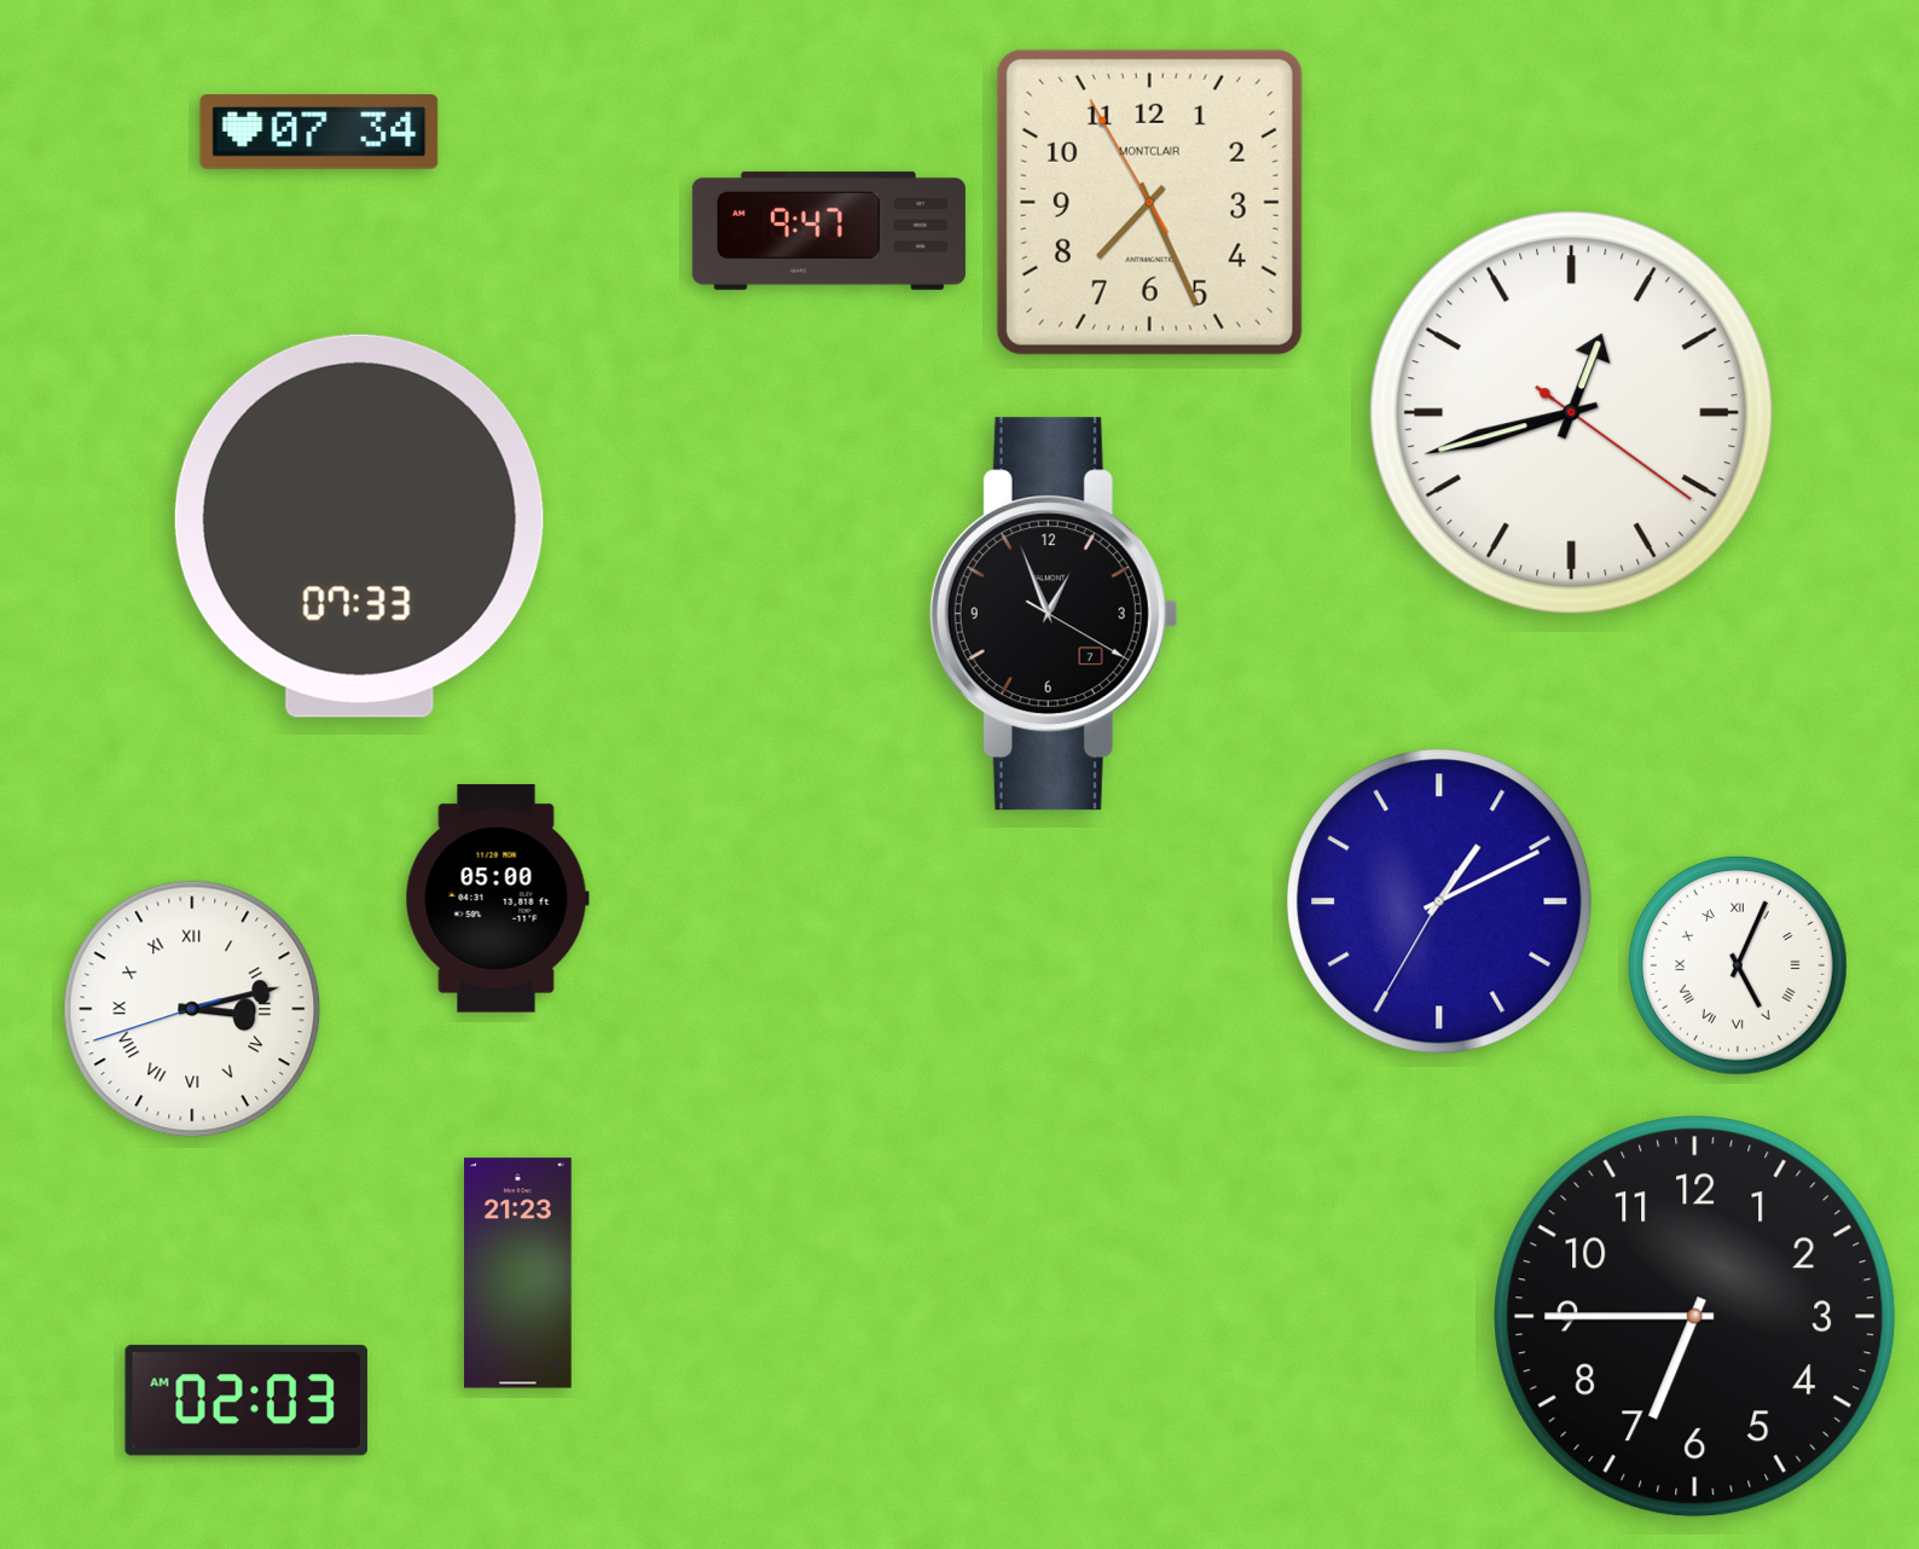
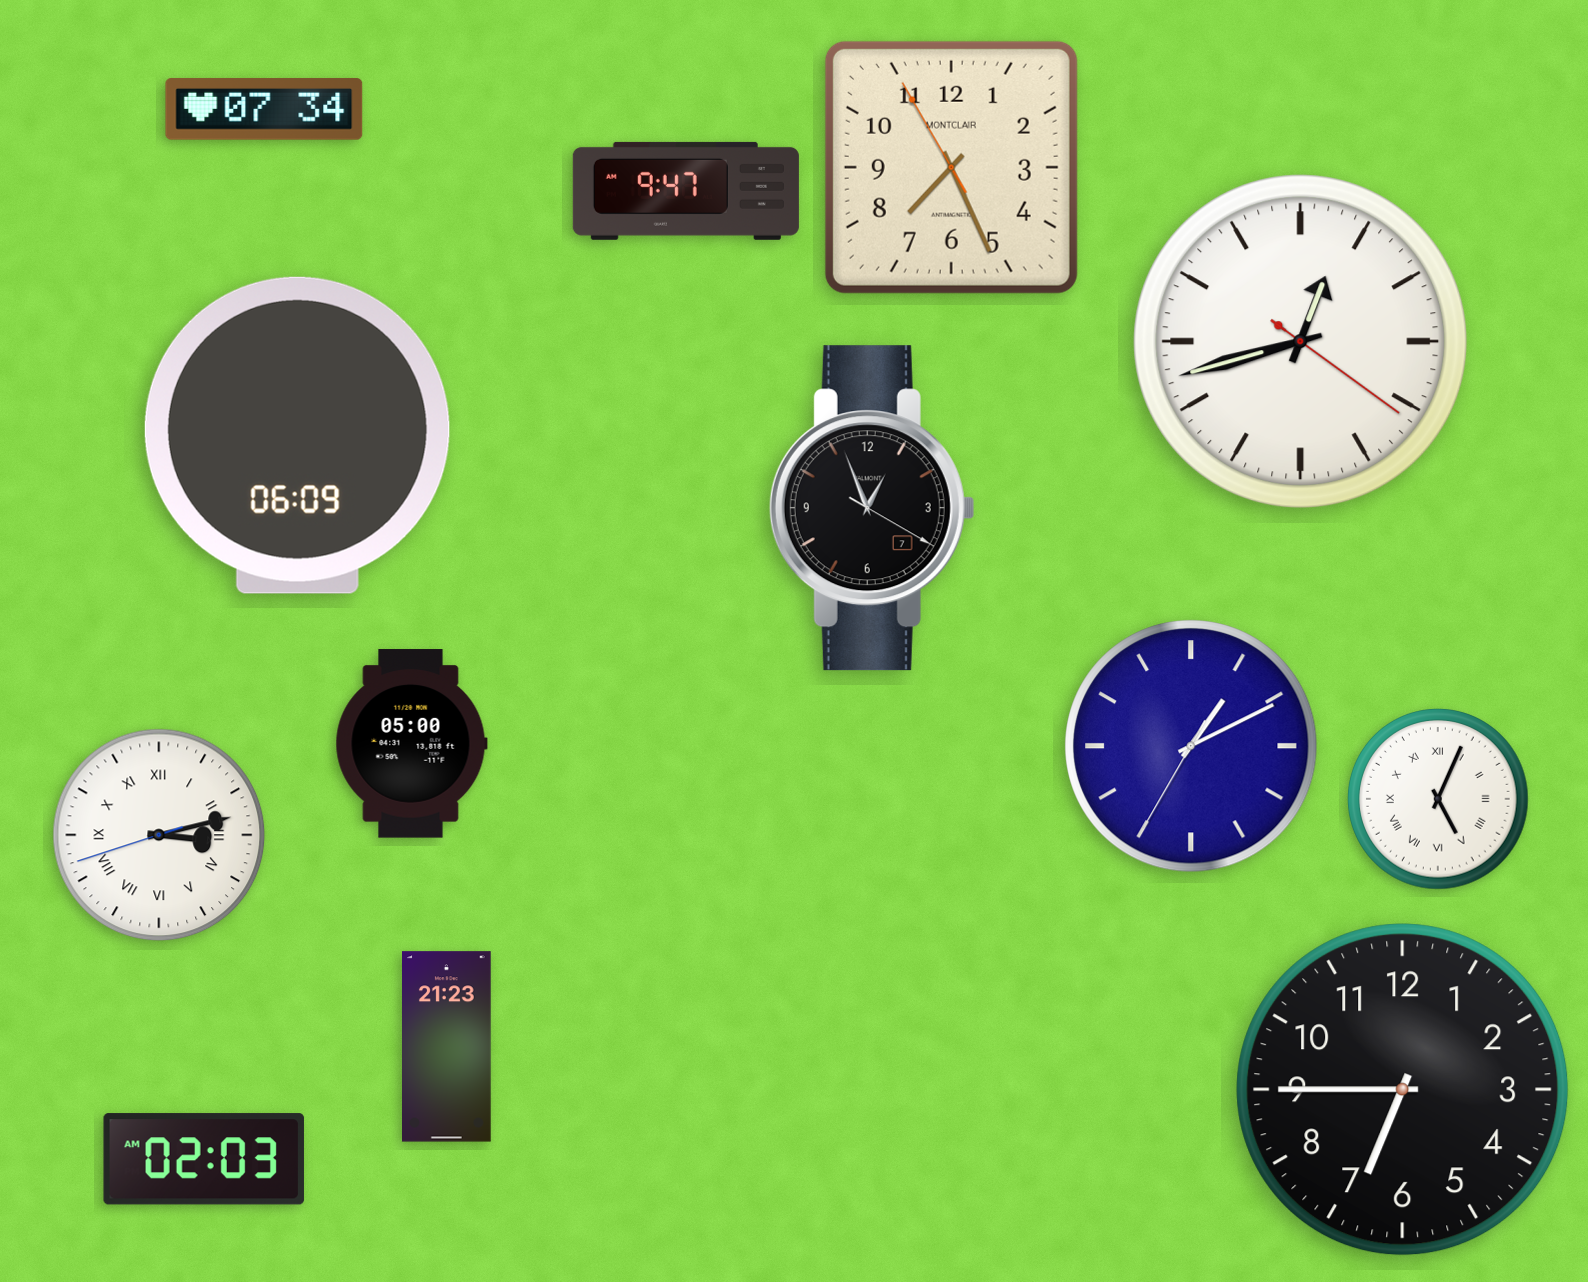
clock at (359, 526): 07:33 -> 06:09
clock at (518, 1274) position: (518, 1274) -> (447, 1047)
